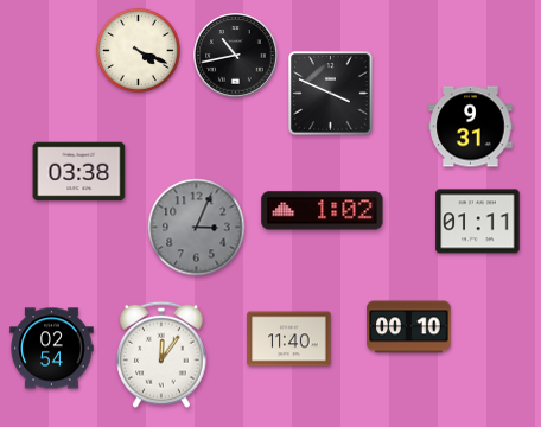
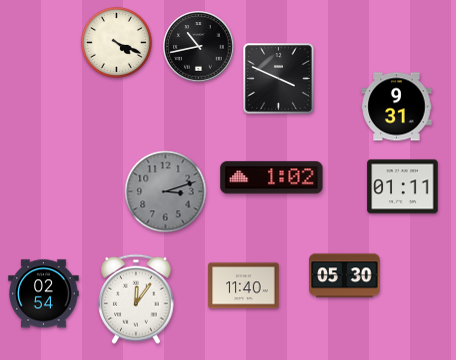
clock at (79, 172): 03:38 -> none
clock at (197, 228): 3:04 -> 3:12
clock at (409, 327): 00:10 -> 05:30
